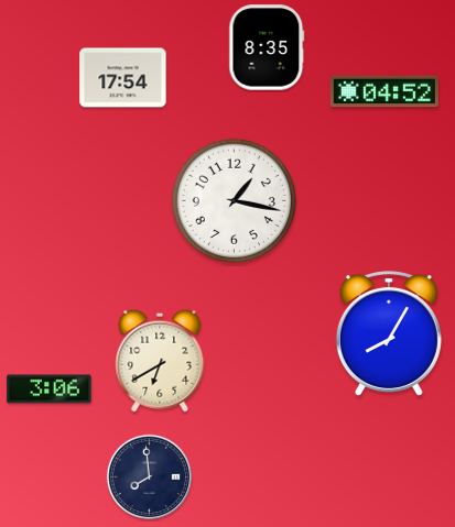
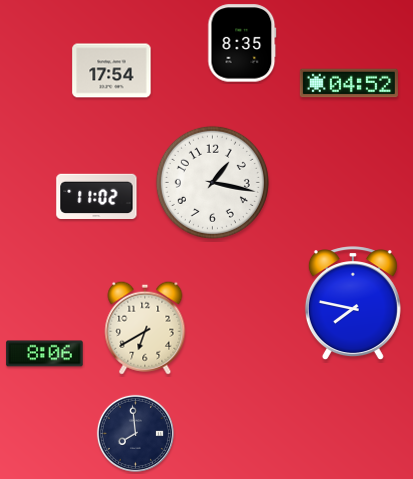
clock at (97, 197): none -> 11:02
clock at (389, 334): 8:05 -> 7:47
clock at (50, 389): 3:06 -> 8:06
